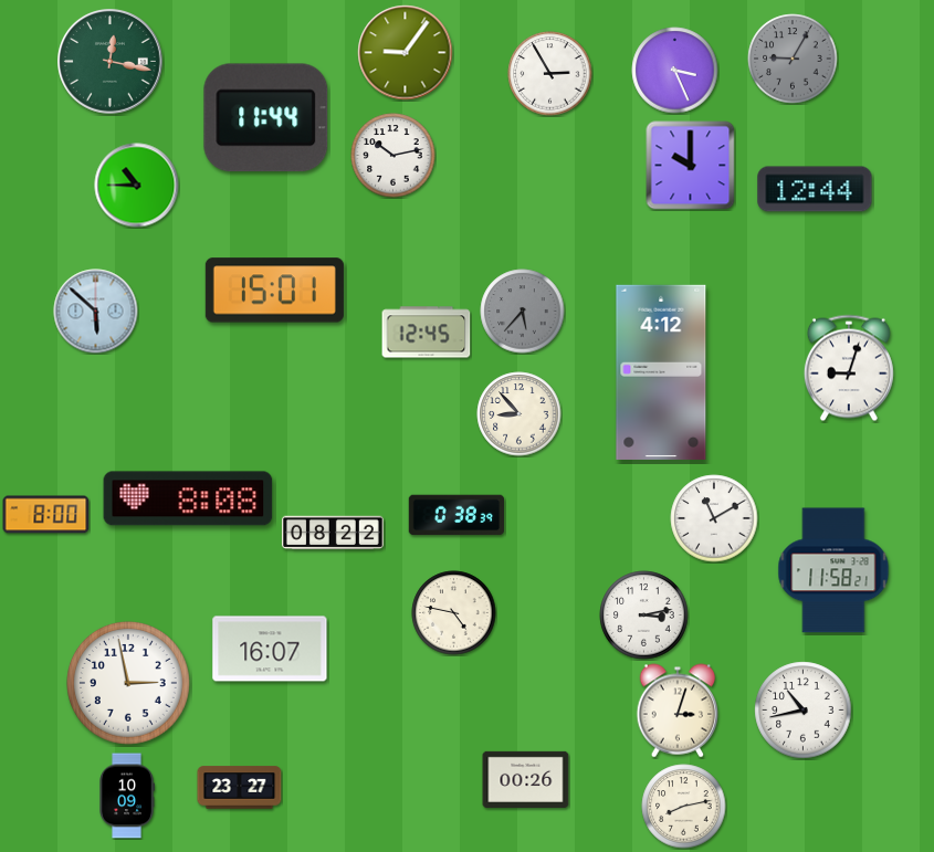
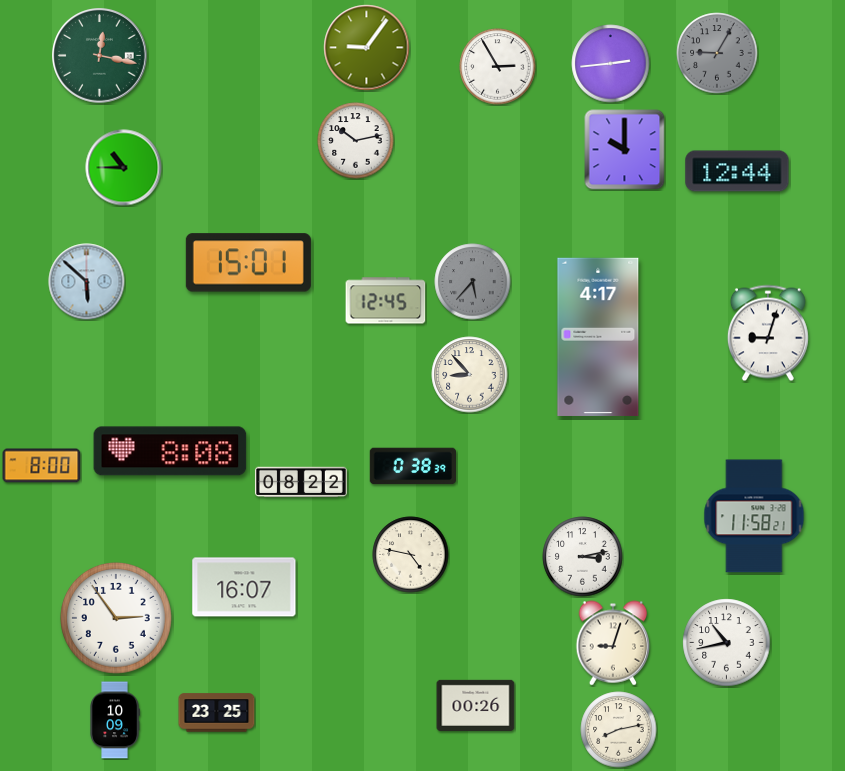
clock at (675, 71): 3:26 -> 2:44
clock at (266, 118): 11:44 -> none
clock at (661, 372): 4:12 -> 4:17
clock at (714, 518): 11:10 -> none
clock at (129, 684): 2:58 -> 2:54
clock at (678, 711): 3:03 -> 9:03
clock at (240, 788): 23:27 -> 23:25
